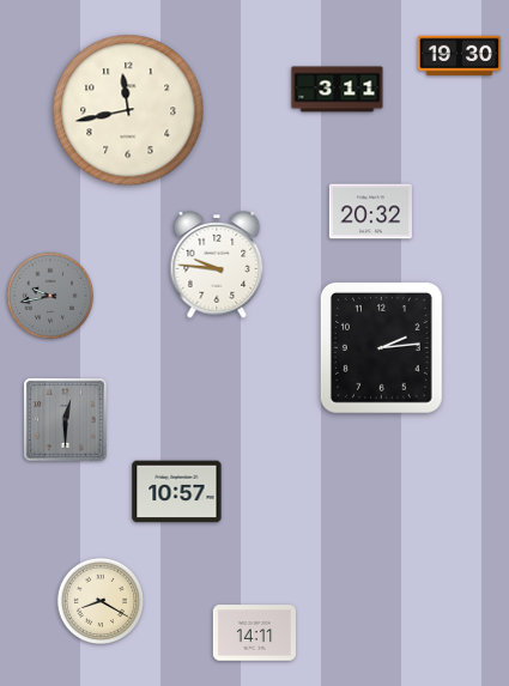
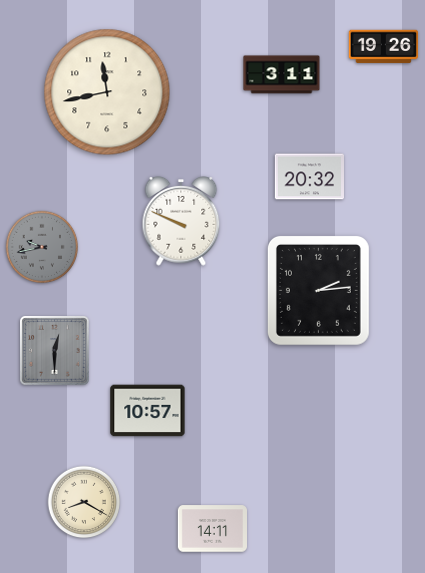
clock at (459, 56): 19:30 -> 19:26
clock at (217, 266): 9:46 -> 9:49
